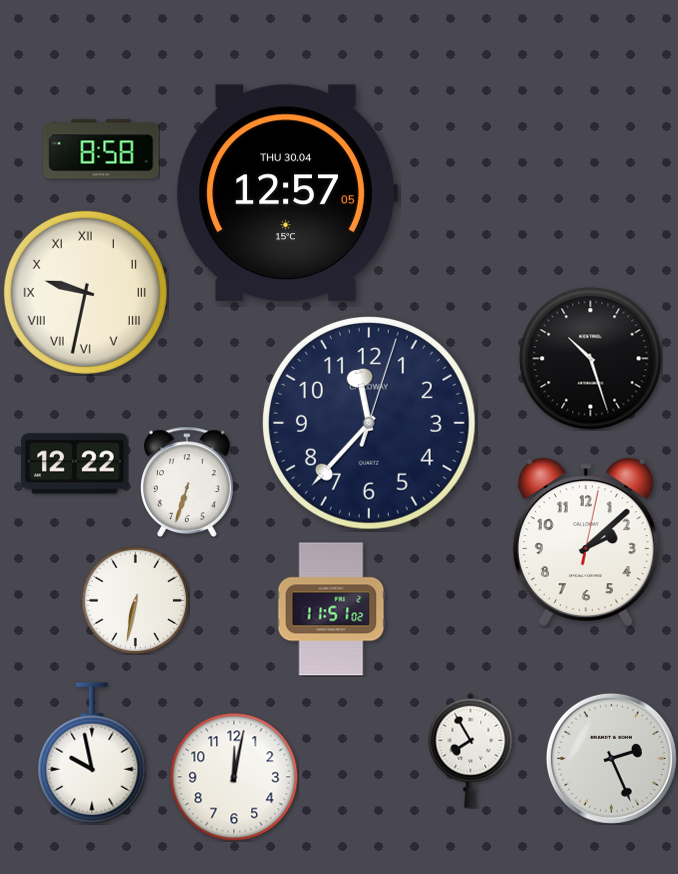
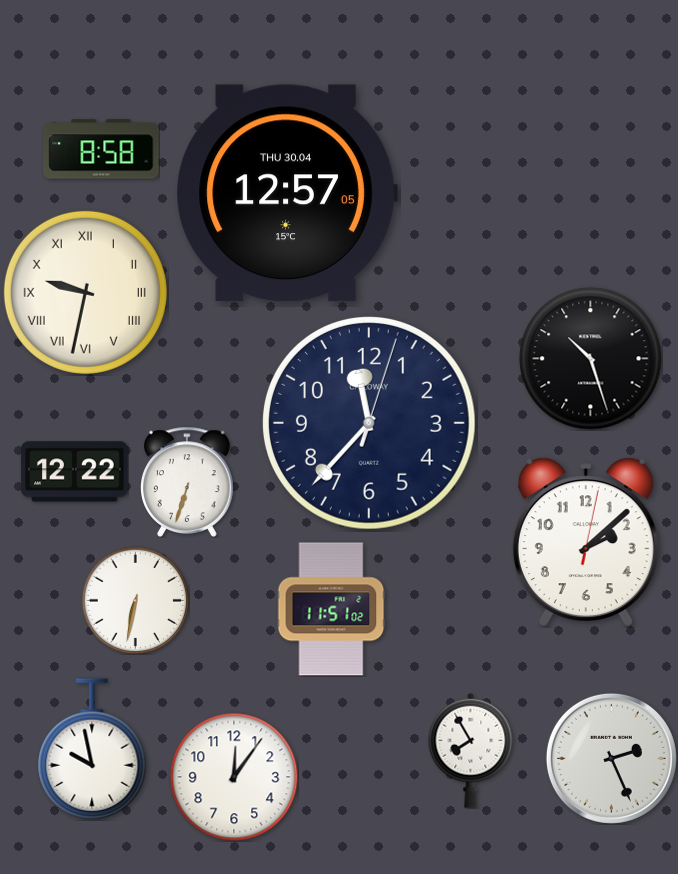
clock at (75, 464) position: (75, 464) -> (75, 472)
clock at (92, 753) position: (92, 753) -> (92, 749)
clock at (234, 777): 12:02 -> 12:06
